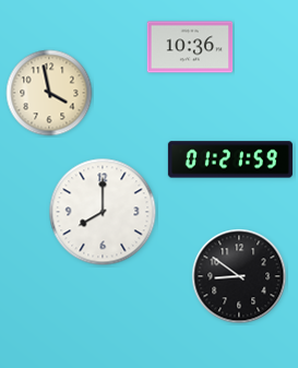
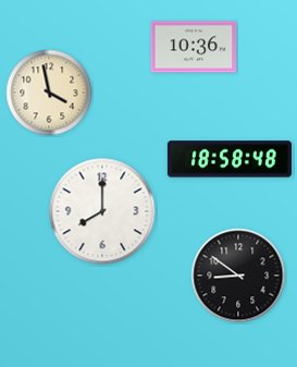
clock at (190, 47) position: (190, 47) -> (194, 47)
clock at (230, 159): 01:21 -> 18:58
